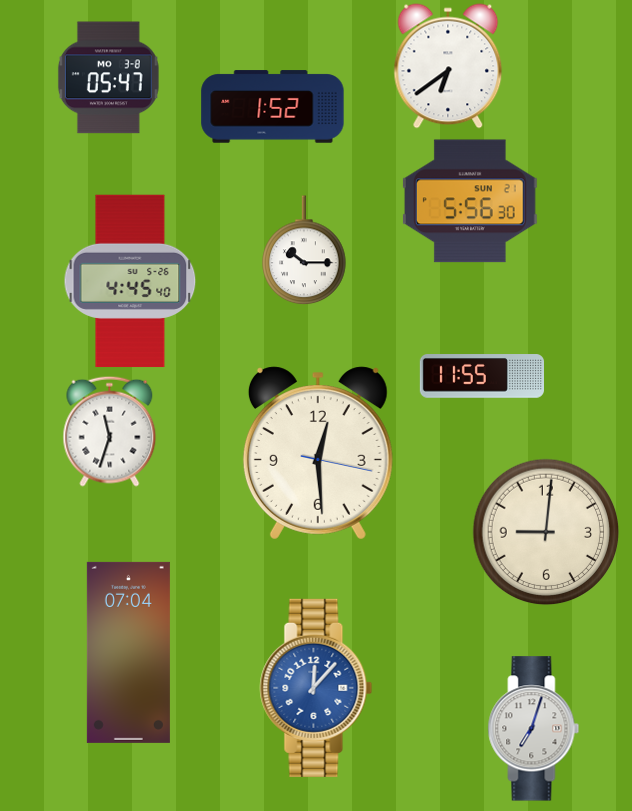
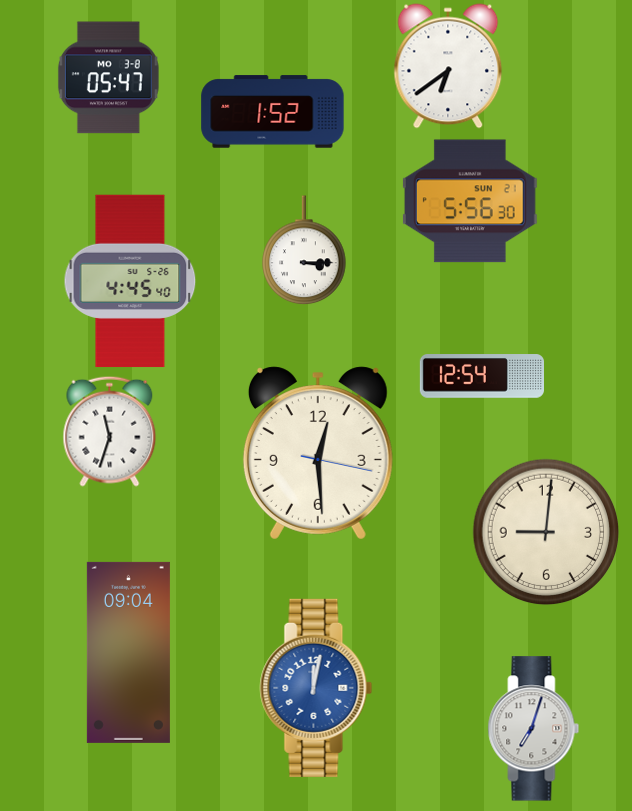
clock at (273, 107) position: (273, 107) -> (273, 112)
clock at (304, 250): 10:15 -> 3:15
clock at (481, 376): 11:55 -> 12:54
clock at (128, 652): 07:04 -> 09:04
clock at (316, 688): 12:07 -> 12:02
